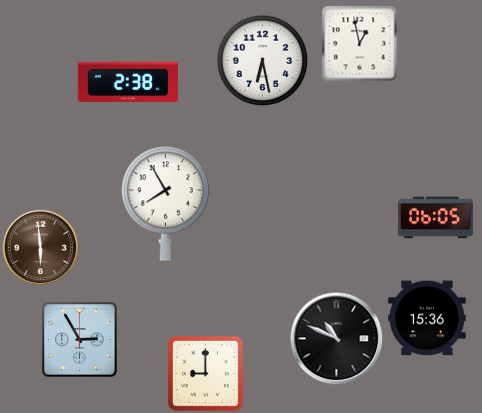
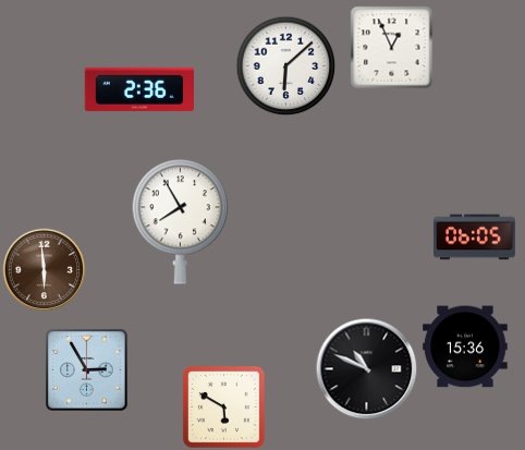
clock at (360, 44): 12:58 -> 12:56
clock at (263, 61): 6:28 -> 6:08
clock at (128, 82): 2:38 -> 2:36
clock at (205, 373): 9:00 -> 5:50
